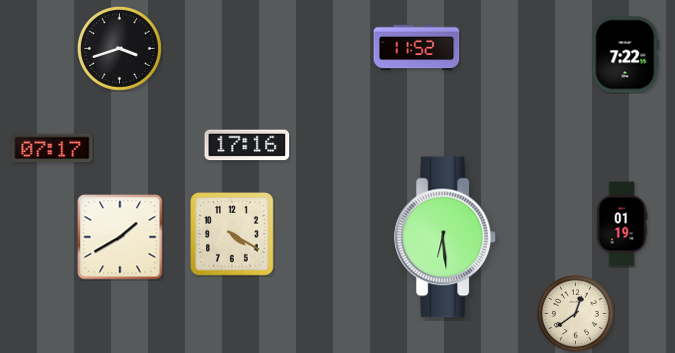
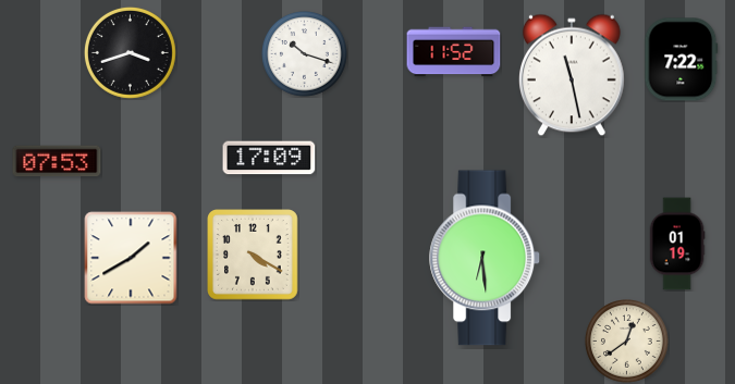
clock at (305, 54): none -> 10:18
clock at (572, 75): none -> 11:28
clock at (247, 145): 17:16 -> 17:09
clock at (52, 148): 07:17 -> 07:53
